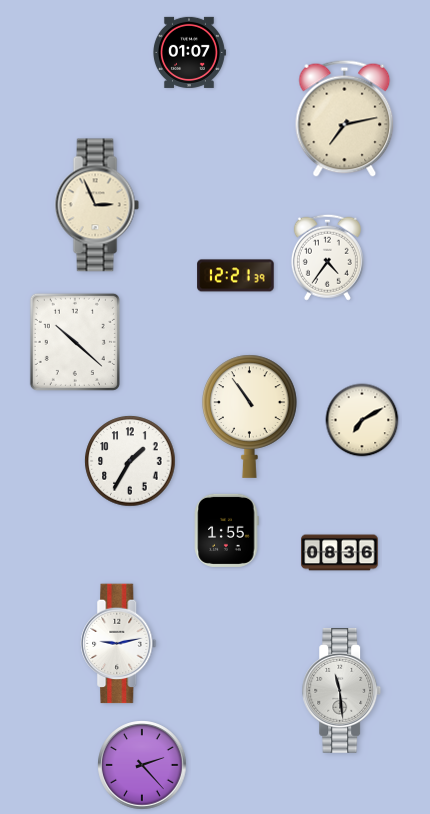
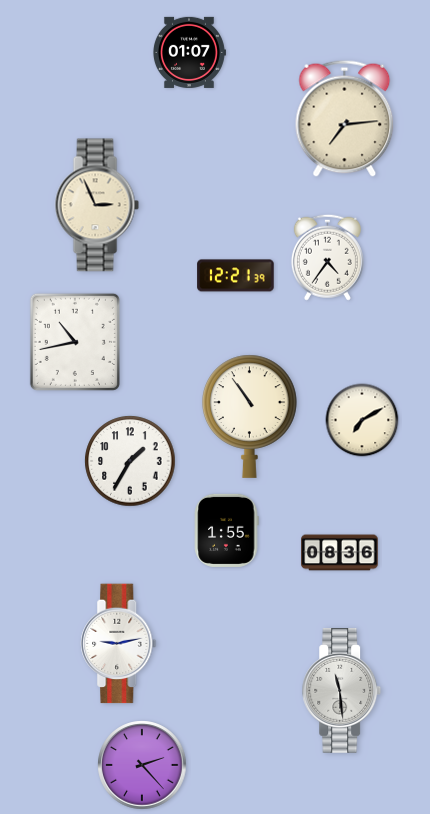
clock at (345, 118): 7:13 -> 7:14
clock at (75, 342): 10:22 -> 10:43
